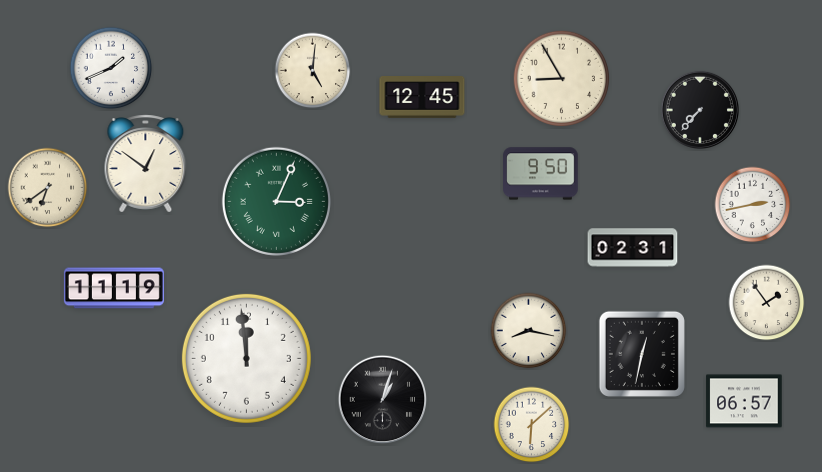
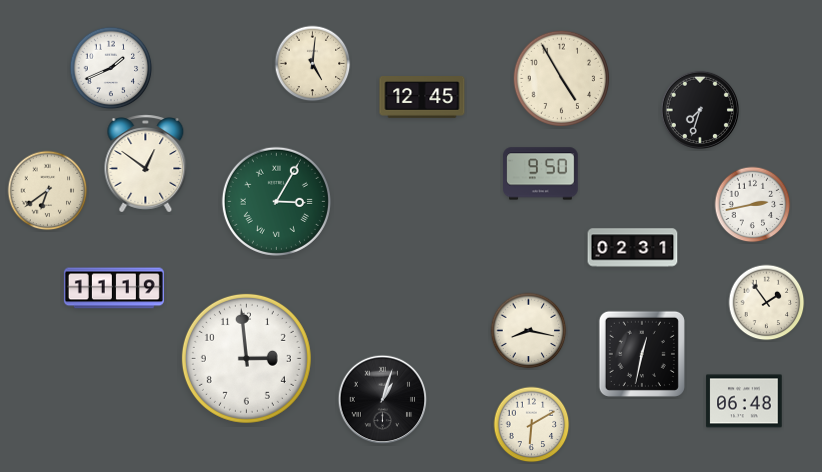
clock at (313, 71) position: (313, 71) -> (313, 64)
clock at (561, 78): 8:55 -> 4:55
clock at (700, 110): 7:37 -> 7:33
clock at (48, 188) position: (48, 188) -> (48, 191)
clock at (276, 201): 3:04 -> 3:05
clock at (246, 358): 11:59 -> 2:59
clock at (744, 401): 06:57 -> 06:48
clock at (532, 425): 6:08 -> 6:10
